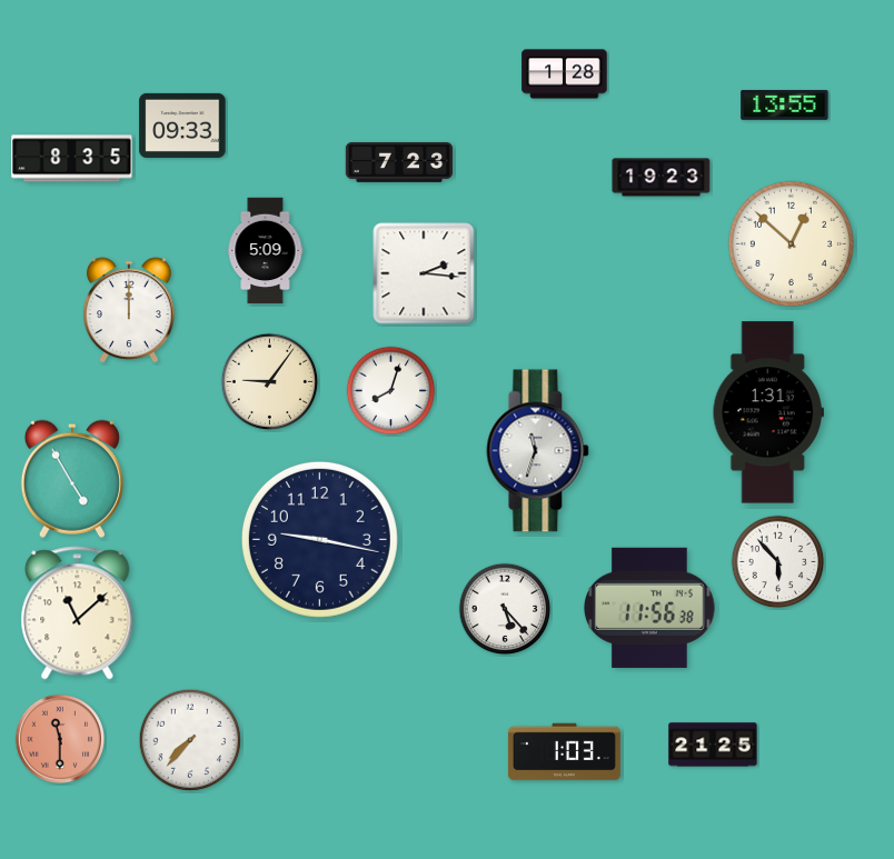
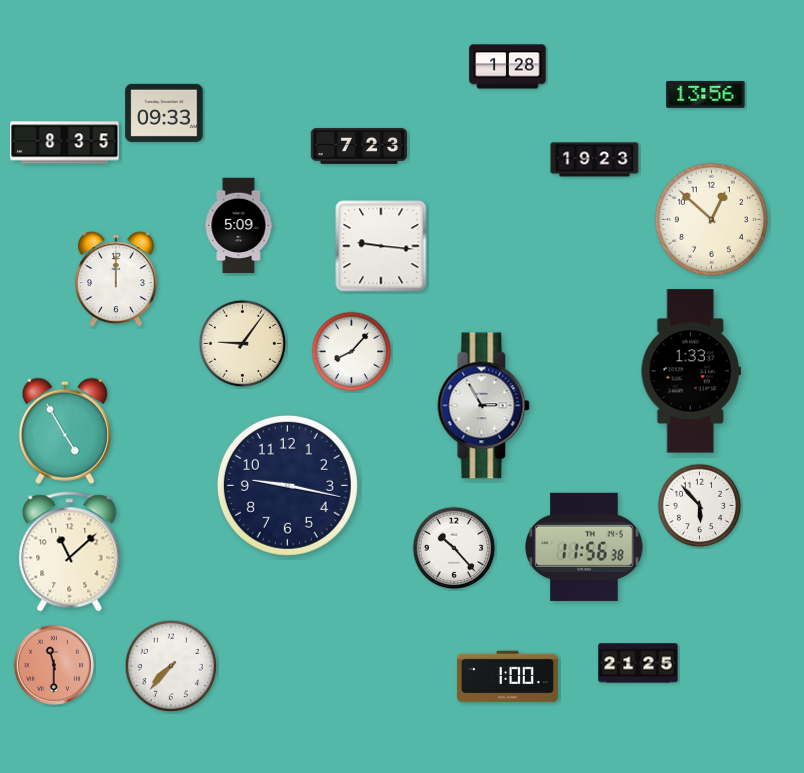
clock at (785, 104): 13:55 -> 13:56
clock at (424, 273): 2:16 -> 9:16
clock at (391, 391): 8:03 -> 8:07
clock at (768, 412): 1:31 -> 1:33
clock at (538, 451): 11:33 -> 2:55
clock at (505, 609): 5:23 -> 10:23
clock at (713, 745) position: (713, 745) -> (638, 663)
clock at (564, 752): 1:03 -> 1:00
